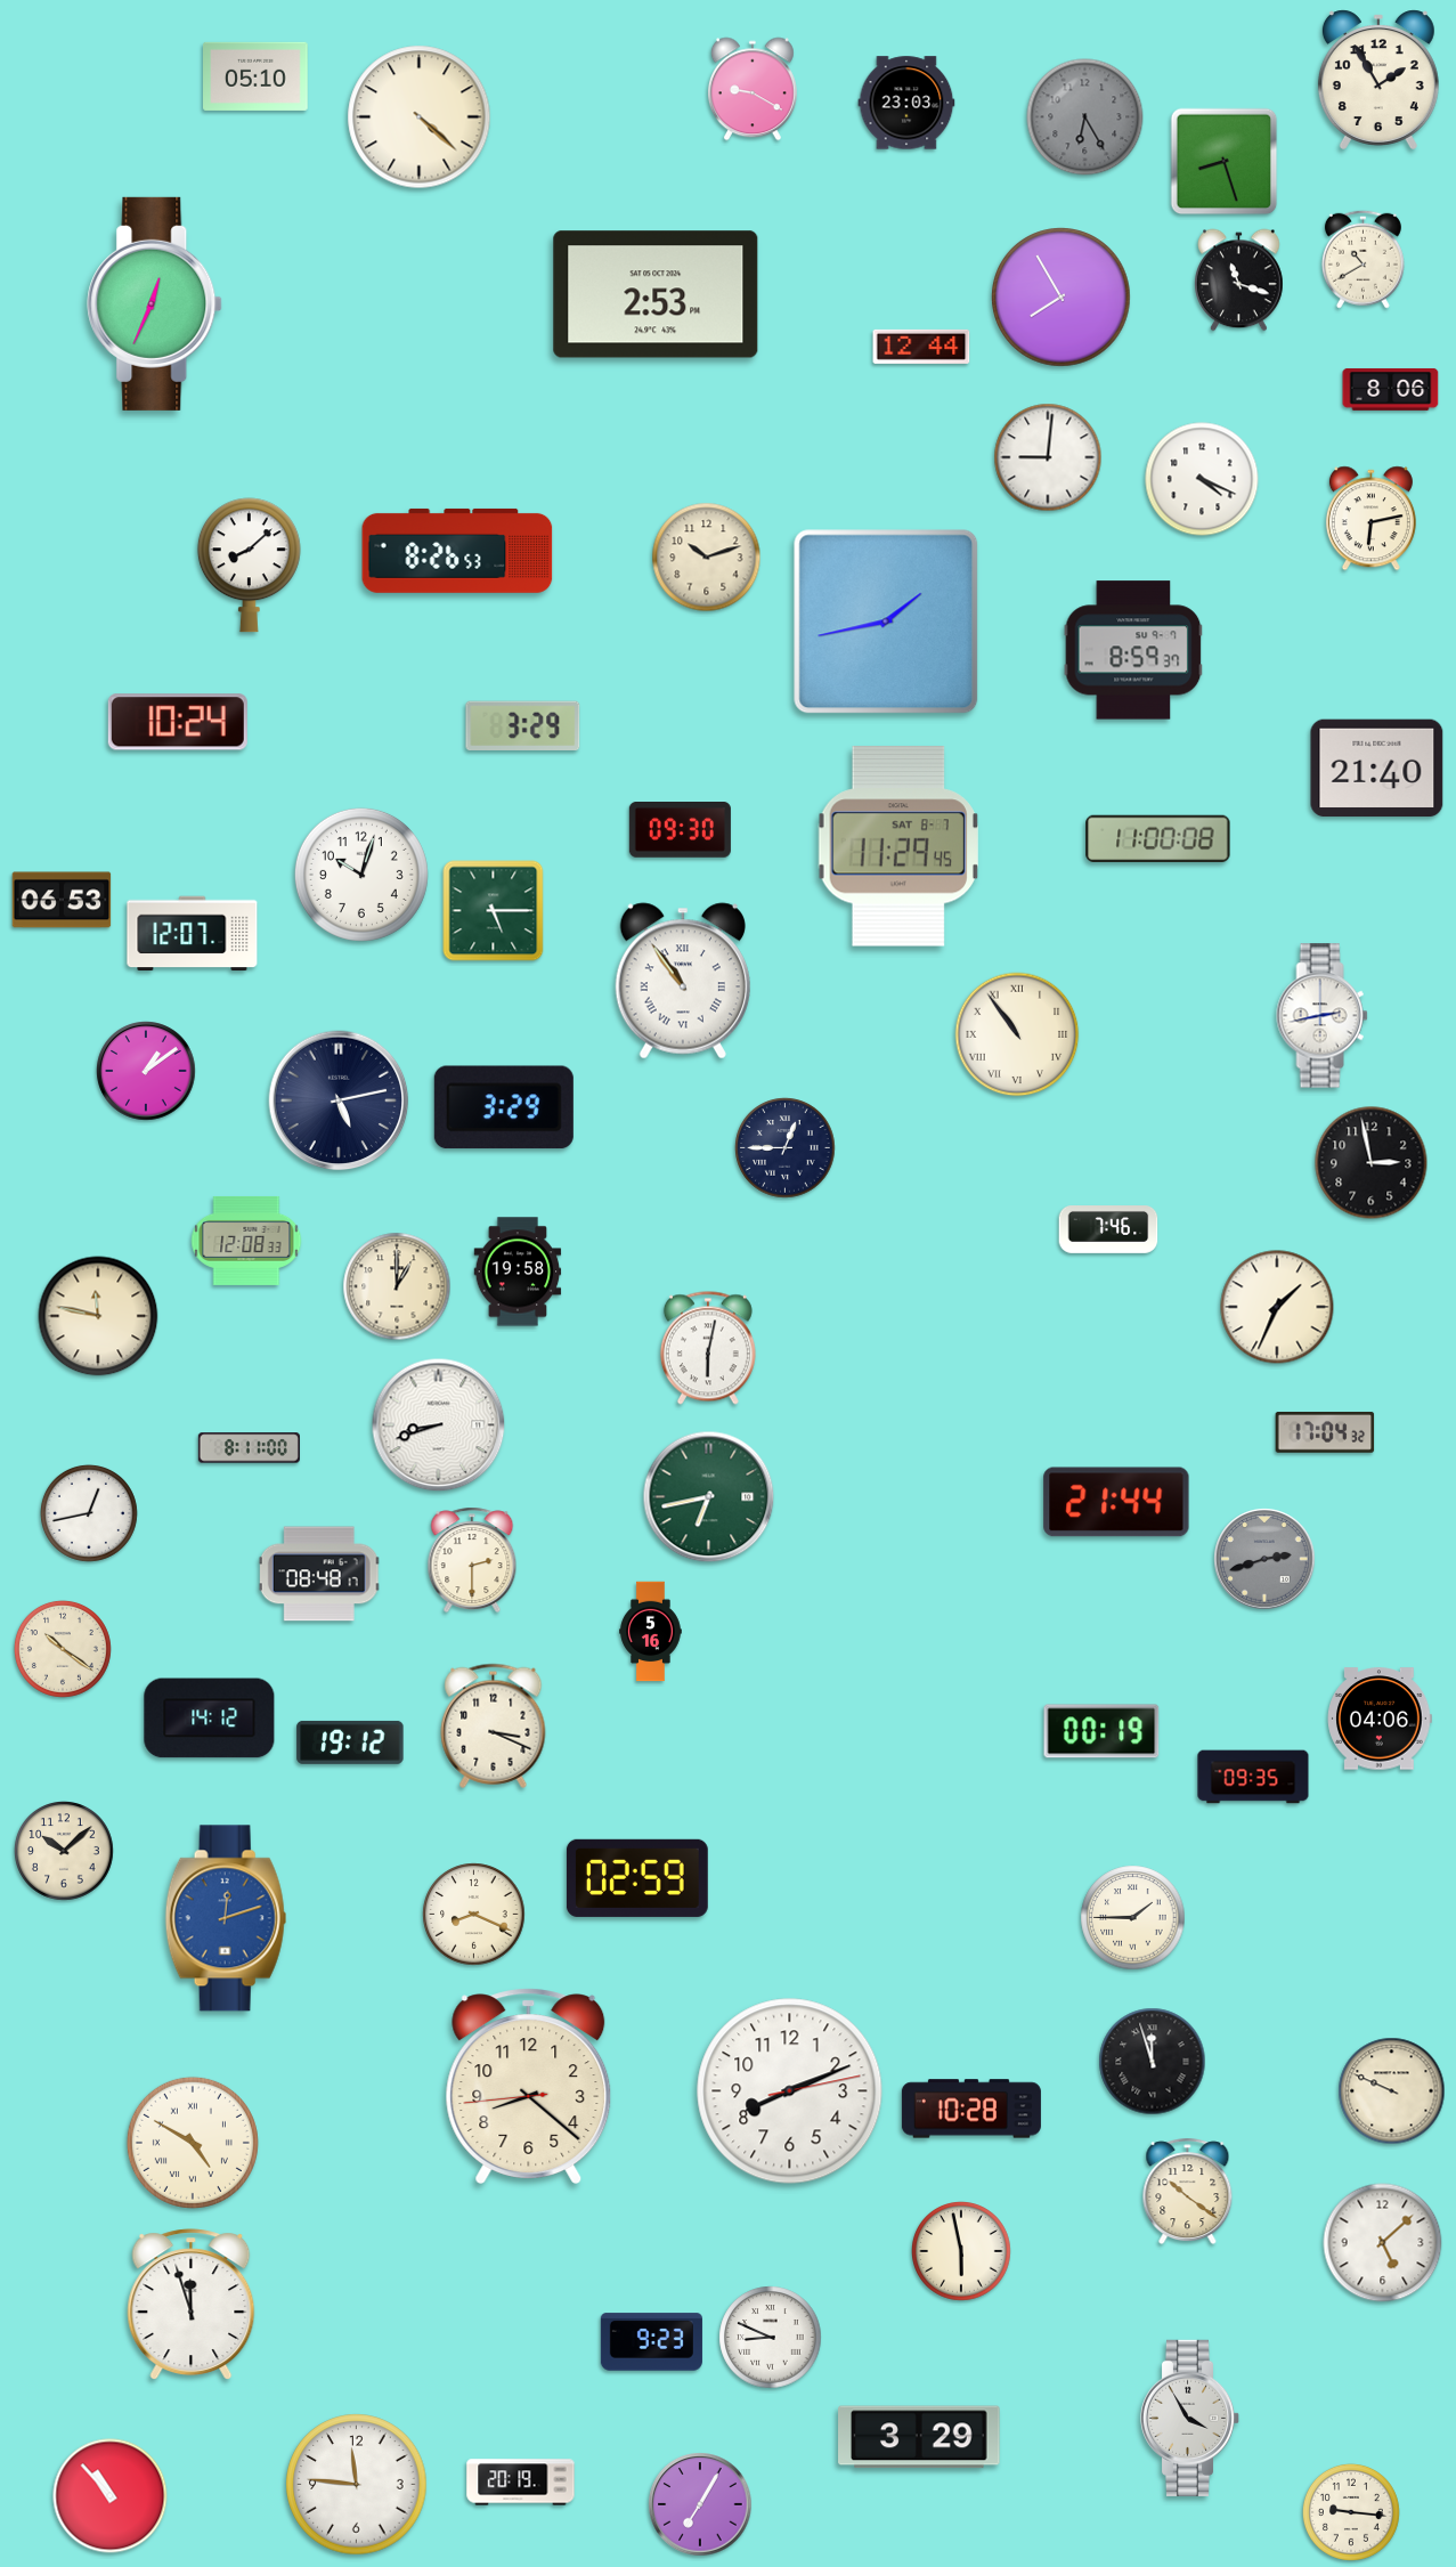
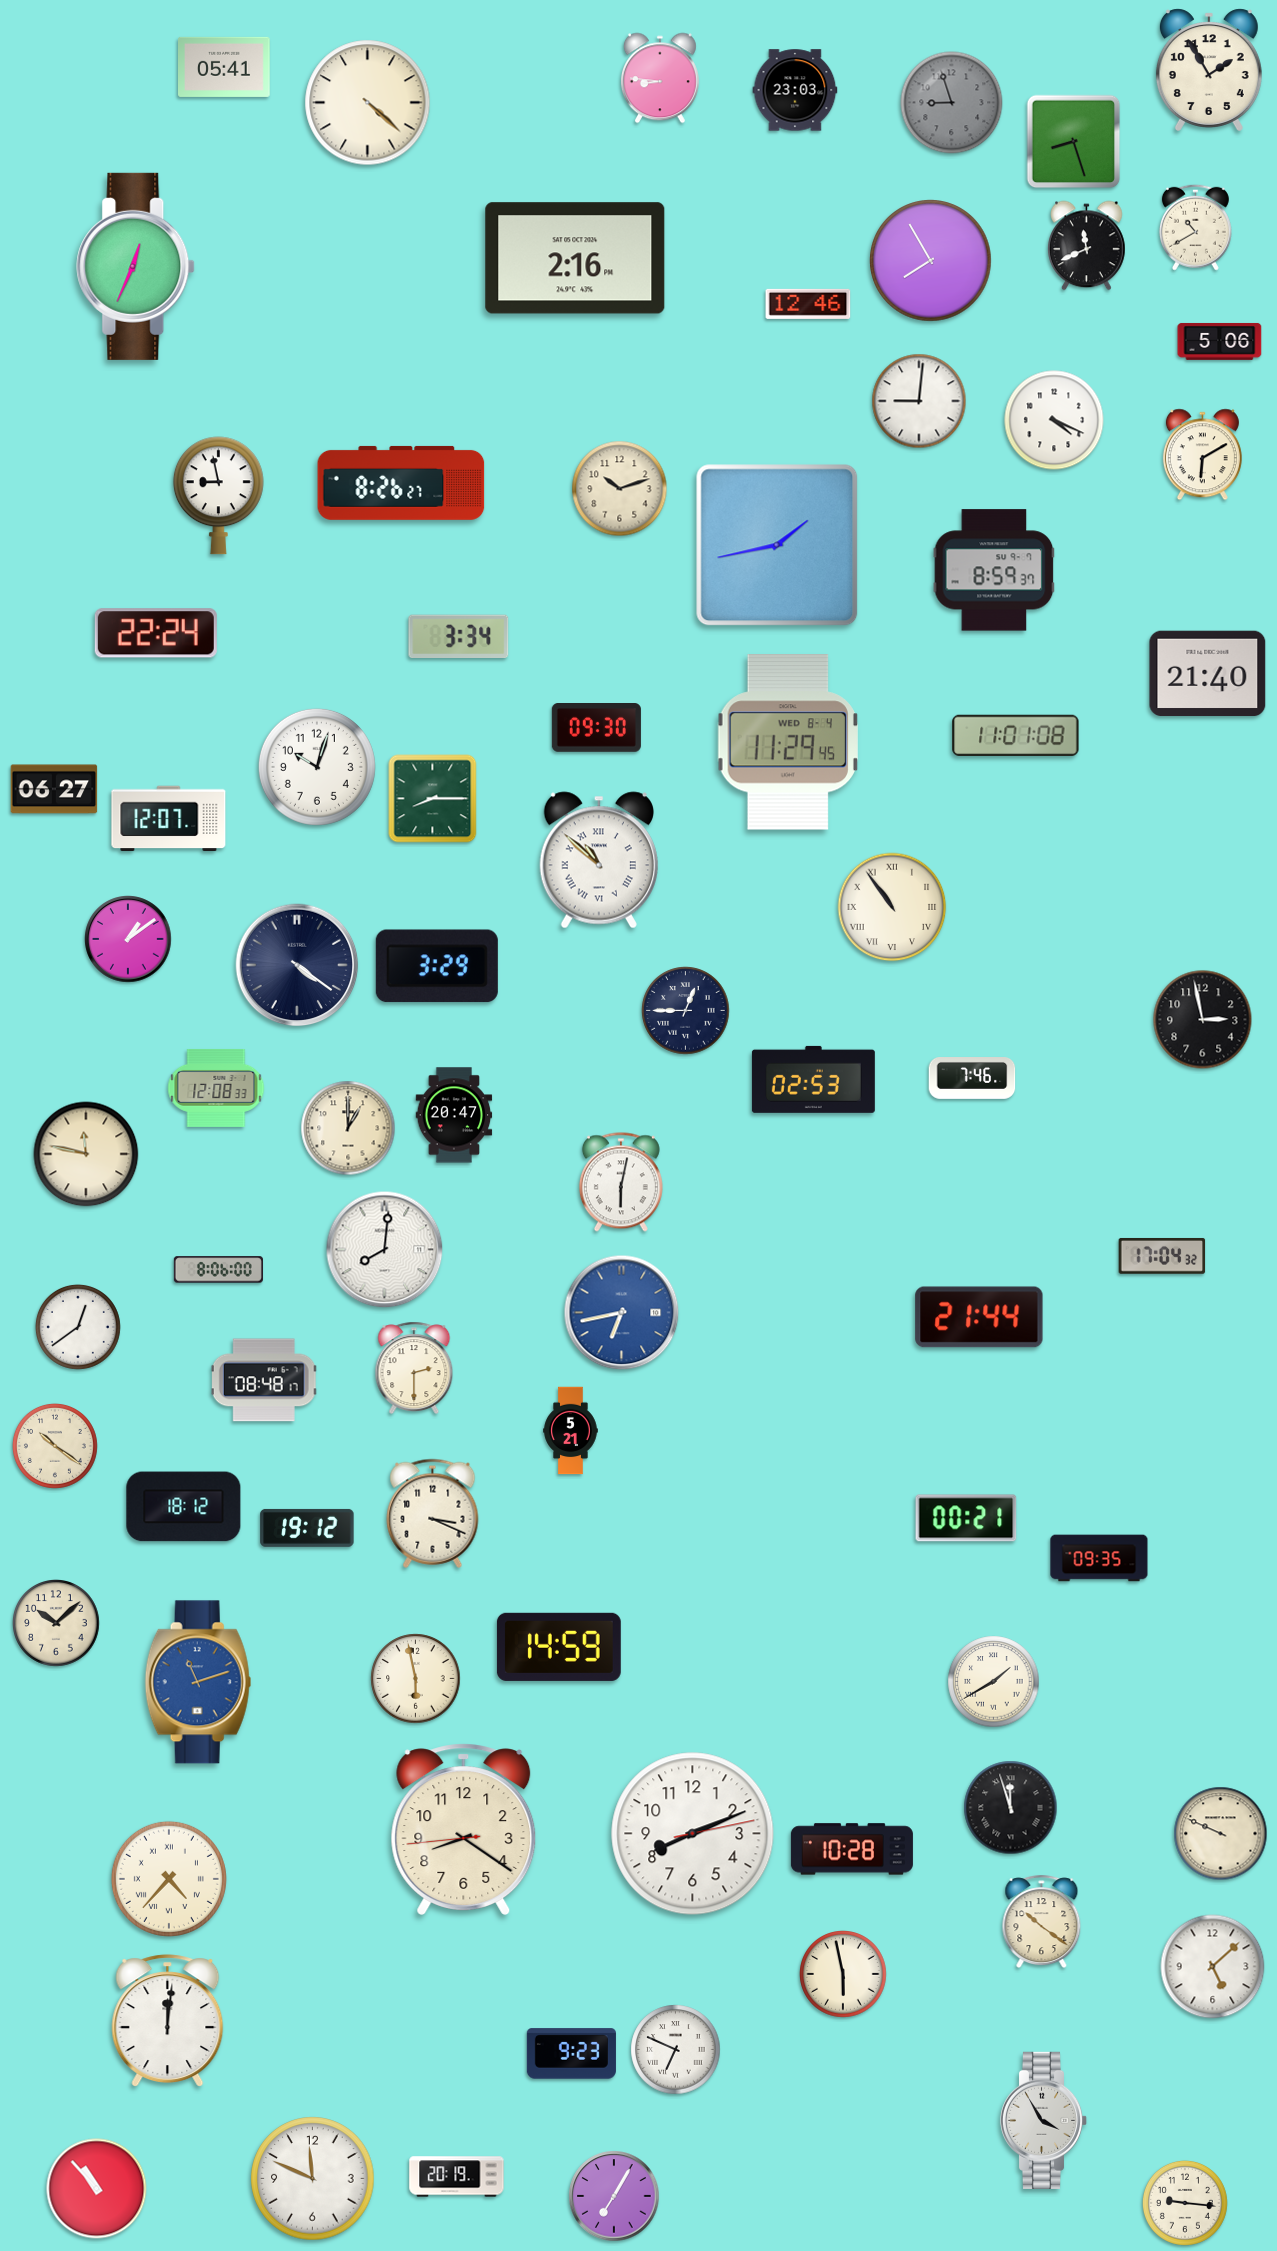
clock at (255, 76): 05:10 -> 05:41
clock at (753, 89): 9:20 -> 8:46
clock at (1085, 117): 6:25 -> 8:57
clock at (1239, 281): 11:18 -> 11:41
clock at (656, 294): 2:53 -> 2:16
clock at (921, 347): 12:44 -> 12:46
clock at (1391, 389): 8:06 -> 5:06
clock at (1370, 519): 6:13 -> 6:10
clock at (457, 551): 8:26:53 -> 8:26:27
clock at (249, 566): 8:08 -> 8:58
clock at (178, 722): 10:24 -> 22:24
clock at (523, 725): 3:29 -> 3:34
clock at (1158, 838): 11:00 -> 11:01
clock at (898, 846) date: SAT 8-7 -> WED 8-4
clock at (62, 900): 06:53 -> 06:27
clock at (494, 911): 5:15 -> 8:15
clock at (683, 981): 10:54 -> 10:52
clock at (1323, 1016): 2:43 -> none
clock at (339, 1100): 5:13 -> 4:21
clock at (504, 1107) position: (504, 1107) -> (437, 966)
clock at (786, 1148) position: (786, 1148) -> (686, 1011)
clock at (813, 1079): none -> 02:53
clock at (518, 1272): 19:58 -> 20:47
clock at (1277, 1307): 1:34 -> none
clock at (439, 1425): 8:42 -> 8:01
clock at (249, 1448): 8:11 -> 8:06
clock at (709, 1497) dial: green -> blue
clock at (89, 1513): 12:43 -> 12:39
clock at (1264, 1559): 2:42 -> none
clock at (319, 1574) position: (319, 1574) -> (264, 1380)
clock at (651, 1632): 5:16 -> 5:21
clock at (210, 1719): 14:12 -> 18:12
clock at (1380, 1719): 04:06 -> none
clock at (1101, 1731): 00:19 -> 00:21
clock at (637, 1878): 02:59 -> 14:59
clock at (474, 1915): 8:19 -> 5:58
clock at (226, 1918): 12:12 -> 11:12
clock at (1133, 1918): 1:45 -> 1:40
clock at (529, 2086): 8:21 -> 8:20
clock at (193, 2143): 4:50 -> 4:37
clock at (192, 2304): 11:57 -> 12:01
clock at (771, 2338): 8:49 -> 6:49
clock at (919, 2437): 3:29 -> none
clock at (357, 2485): 11:46 -> 11:49
